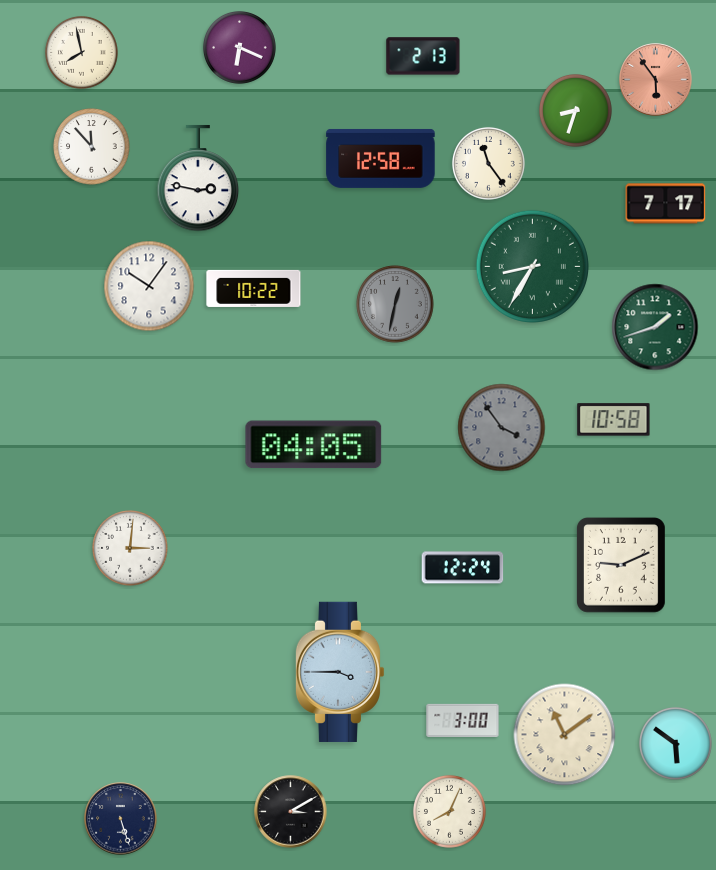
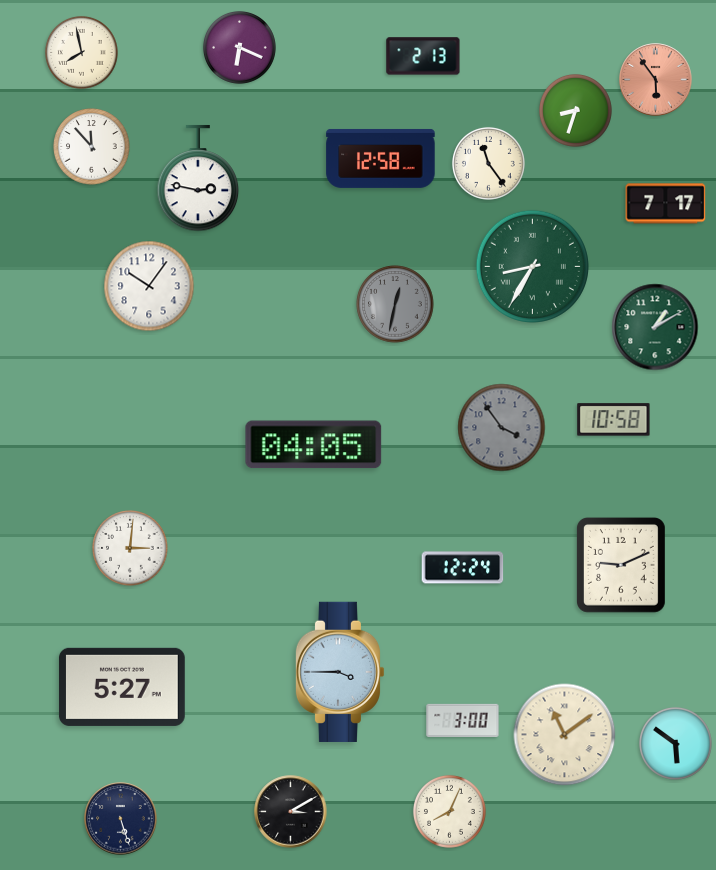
clock at (254, 288): 10:22 -> none
clock at (655, 327): 1:42 -> 1:10
clock at (122, 687): none -> 5:27
